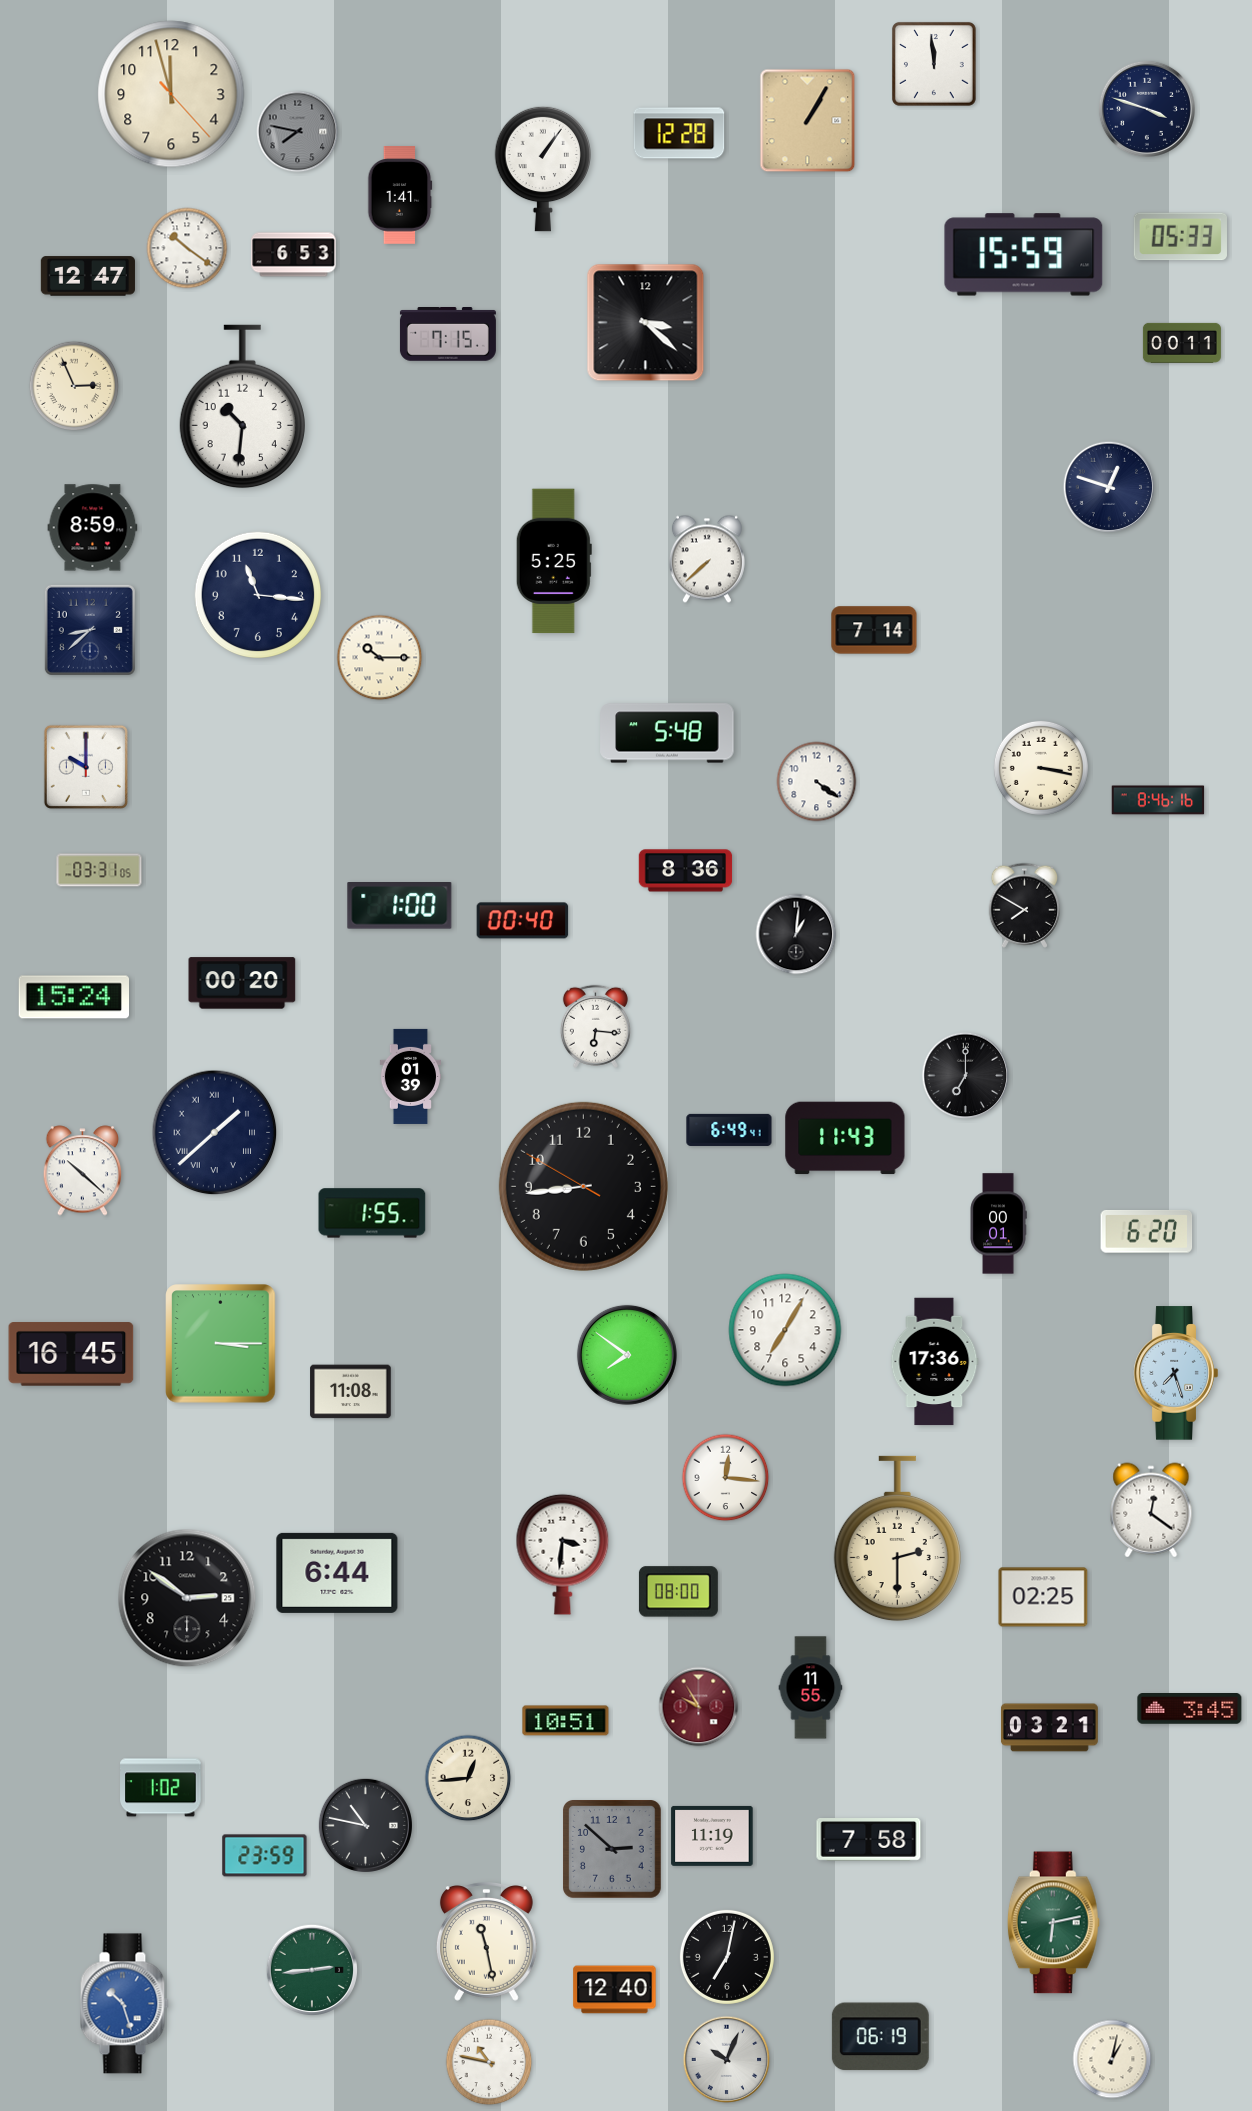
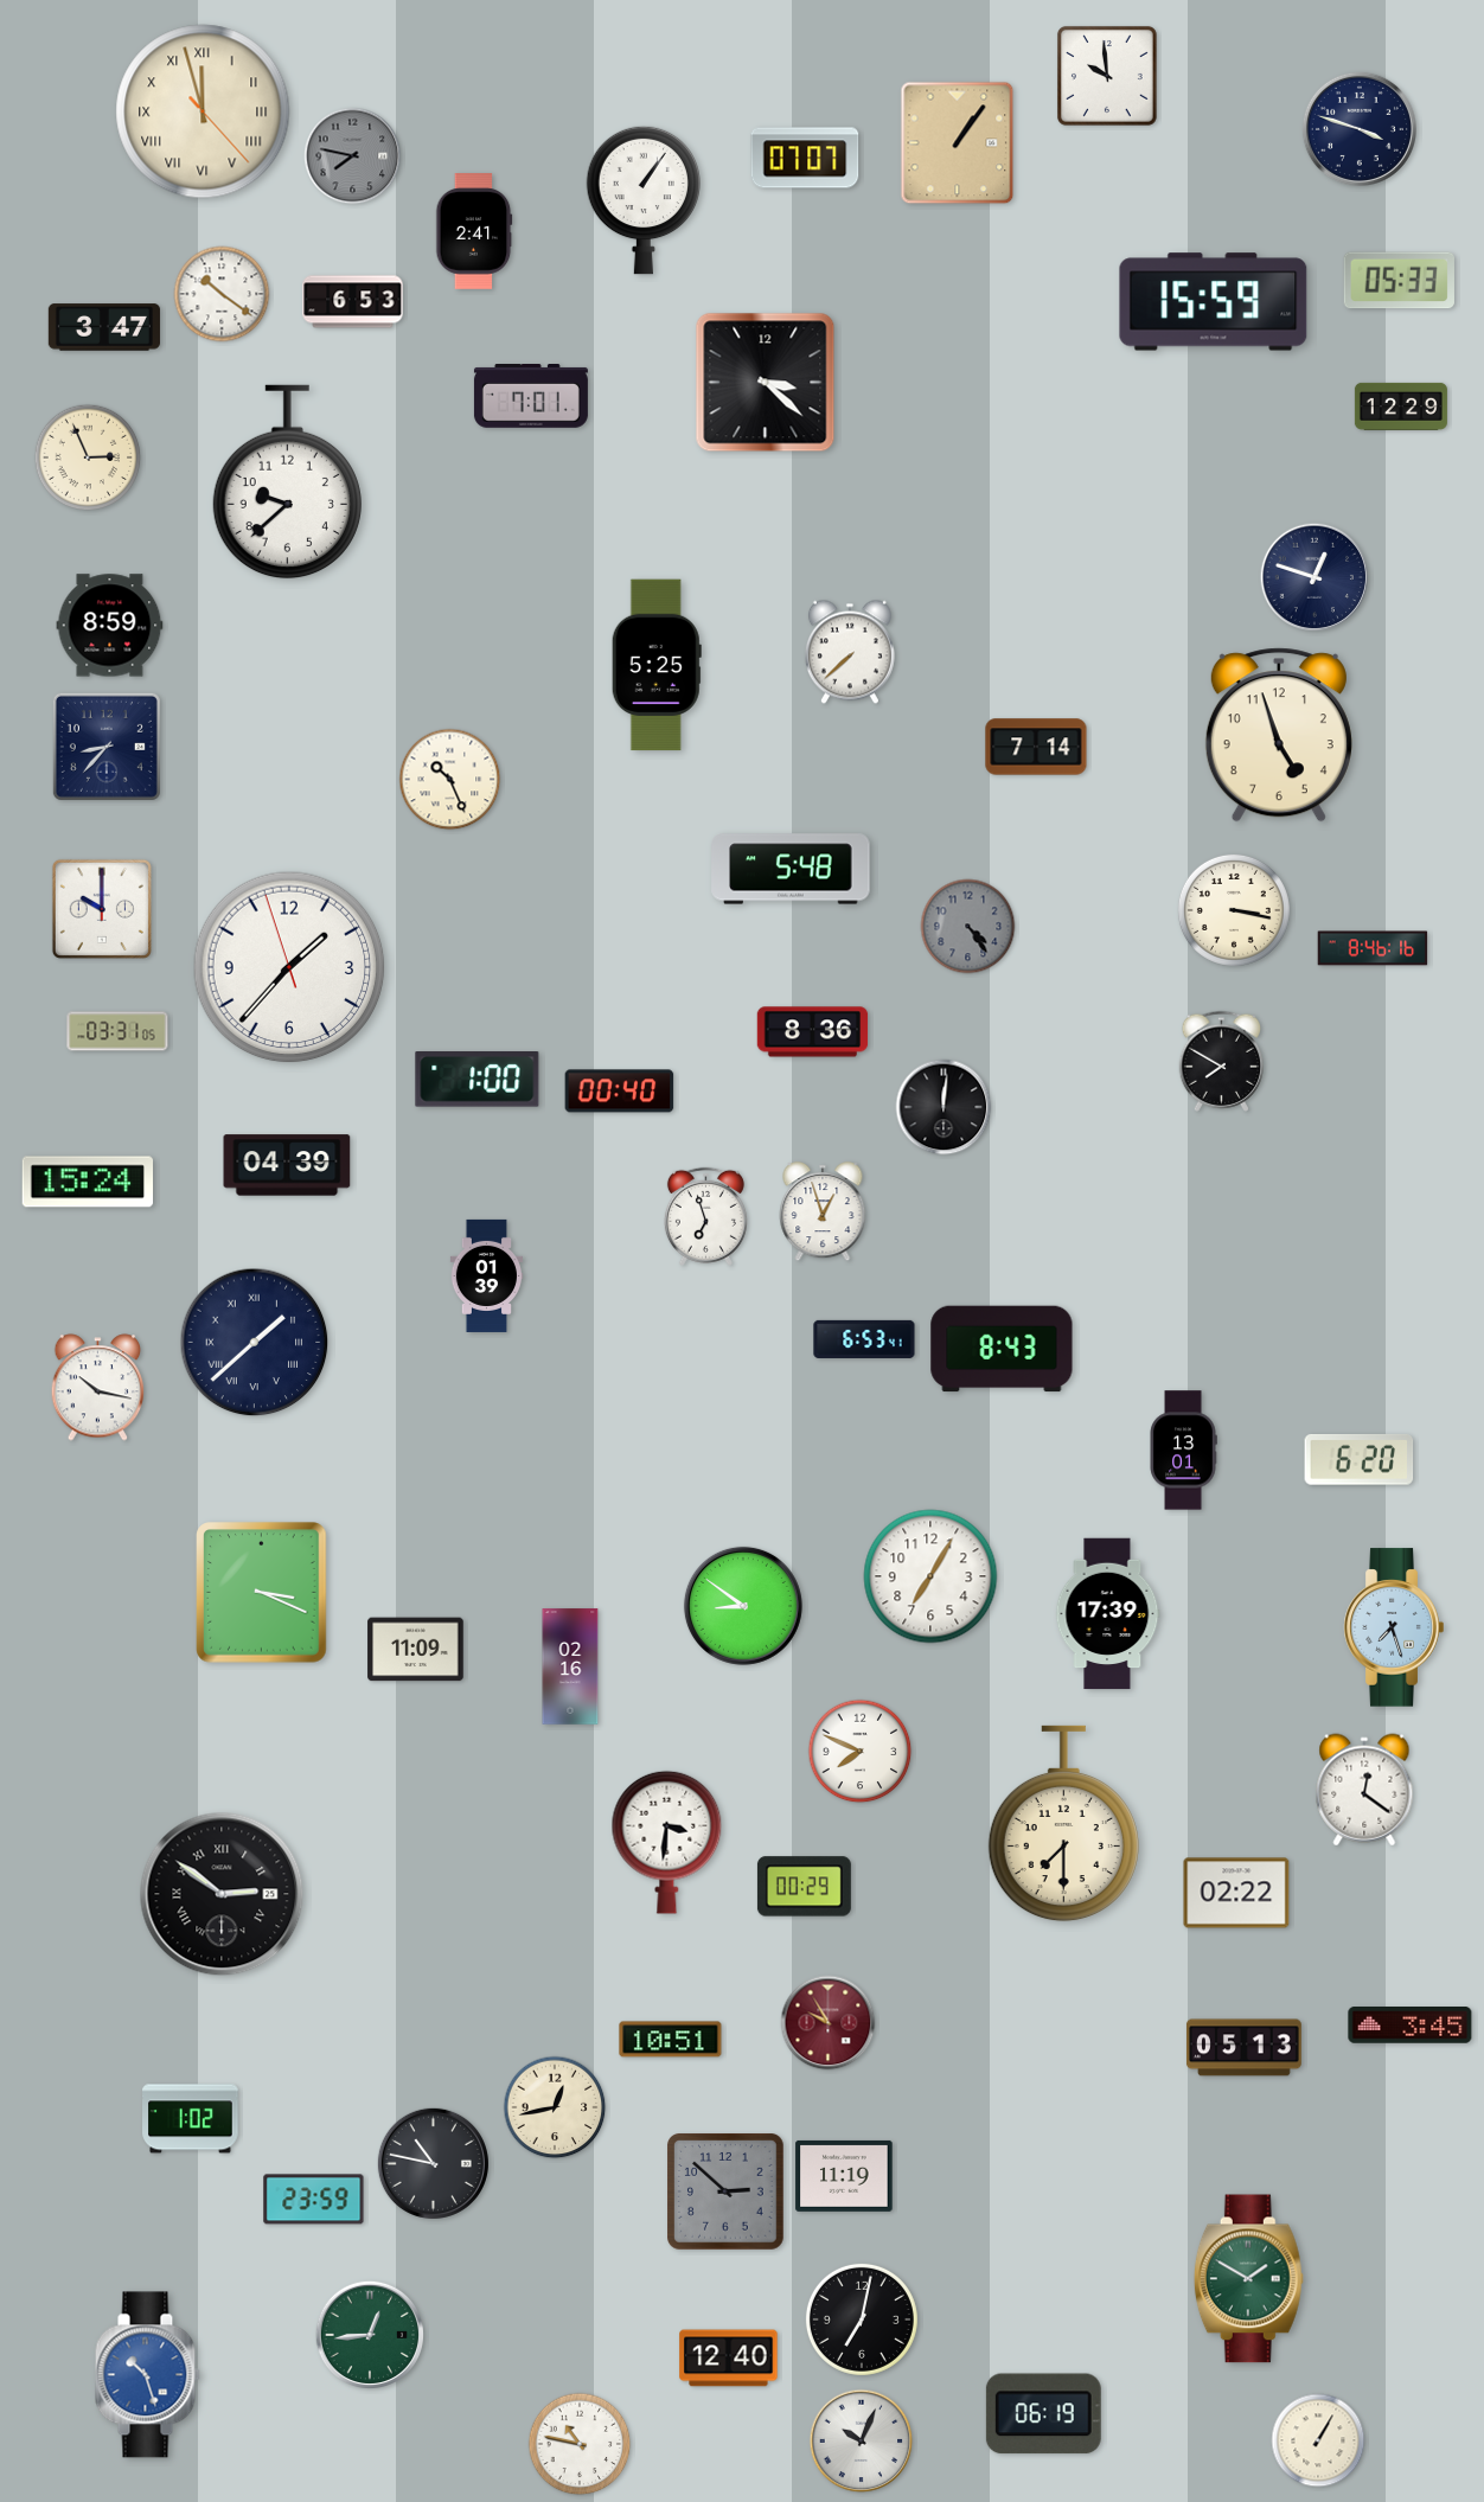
clock at (934, 64): 11:59 -> 9:59
clock at (171, 94) numerals: Arabic -> Roman
clock at (808, 121): 1:05 -> 1:06
clock at (679, 133): 12:28 -> 07:07
clock at (400, 195): 1:41 -> 2:41
clock at (294, 255) position: (294, 255) -> (353, 302)
clock at (88, 276): 12:47 -> 3:47
clock at (448, 335): 7:15 -> 7:01
clock at (1182, 343): 00:11 -> 12:29
clock at (242, 407): 10:31 -> 9:38
clock at (707, 559) position: (707, 559) -> (850, 652)
clock at (257, 594): 11:16 -> none
clock at (1279, 735): none -> 4:57
clock at (90, 630): 8:38 -> 8:37
clock at (380, 658): 10:15 -> 10:26
clock at (817, 782): 4:21 -> 4:24
clock at (817, 782) dial: white -> grey
clock at (289, 967): none -> 1:36
clock at (1024, 905) position: (1024, 905) -> (1221, 1061)
clock at (400, 906) position: (400, 906) -> (478, 1080)
clock at (796, 934): 1:01 -> 12:01
clock at (242, 983): 00:20 -> 04:39
clock at (823, 1212): none -> 12:57
clock at (595, 1026): 6:16 -> 6:57
clock at (966, 1076): 7:00 -> none
clock at (729, 1130): 6:49 -> 6:53
clock at (845, 1138): 11:43 -> 8:43
clock at (83, 1171): 10:22 -> 10:17
clock at (583, 1186): 8:43 -> none
clock at (372, 1213): 1:55 -> none
clock at (998, 1224): 00:01 -> 13:01
clock at (221, 1344): 3:15 -> 3:19
clock at (71, 1354): 16:45 -> none
clock at (627, 1355): 7:51 -> 8:51
clock at (934, 1362): 17:36 -> 17:39
clock at (351, 1392): 11:08 -> 11:09
clock at (570, 1666): none -> 02:16
clock at (726, 1478): 12:16 -> 7:49
clock at (897, 1539): 2:30 -> 7:30
clock at (337, 1573): 6:44 -> none
clock at (678, 1592): 08:00 -> 00:29
clock at (1043, 1597): 02:25 -> 02:22
clock at (187, 1598) numerals: Arabic -> Roman
clock at (811, 1688): 11:55 -> none
clock at (1049, 1728): 03:21 -> 05:13
clock at (468, 1778): 12:44 -> 12:43
clock at (869, 1840): 7:58 -> none
clock at (1053, 1923): 6:13 -> 1:50
clock at (486, 1942): 11:28 -> none
clock at (312, 1970): 2:44 -> 12:44
clock at (1112, 2059): 1:02 -> 1:05
